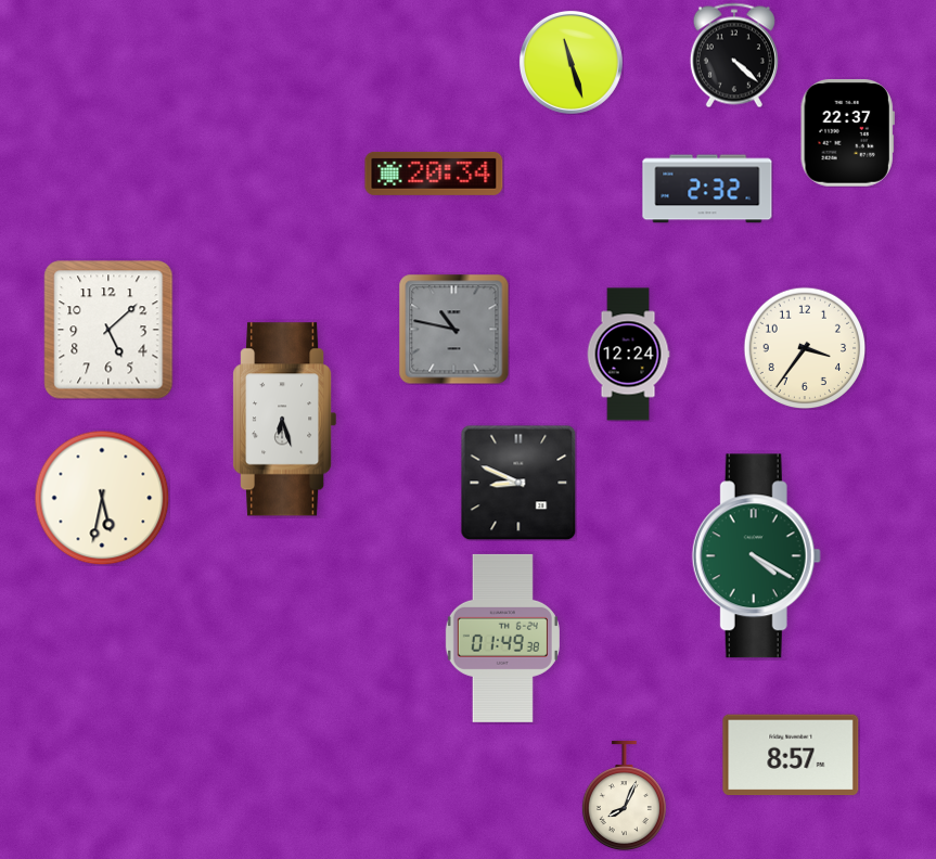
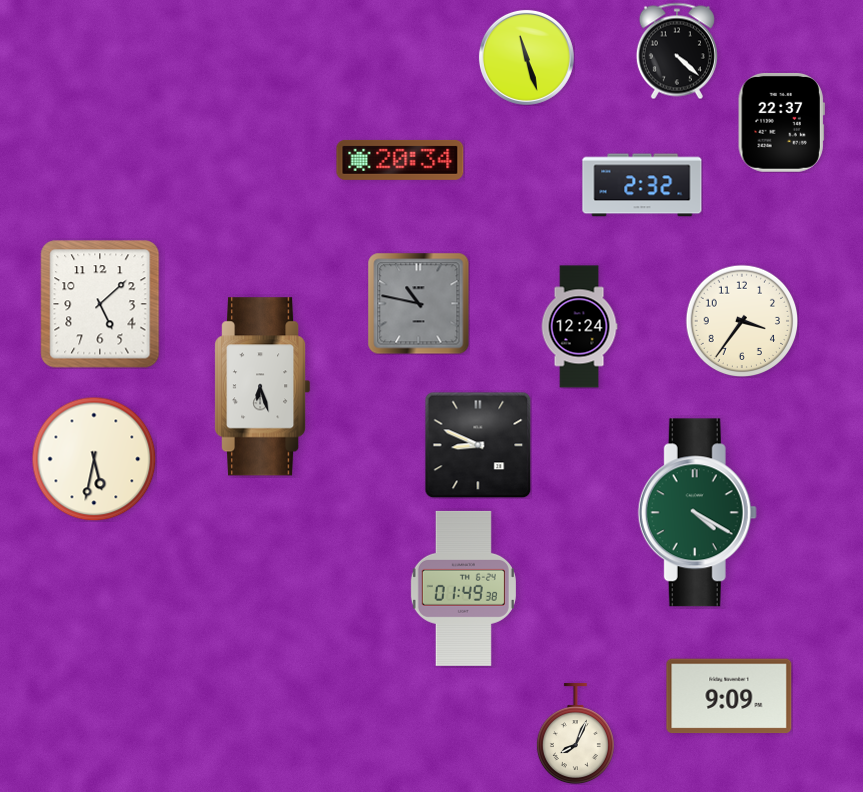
clock at (707, 189) position: (707, 189) -> (642, 185)
clock at (791, 755): 8:57 -> 9:09
